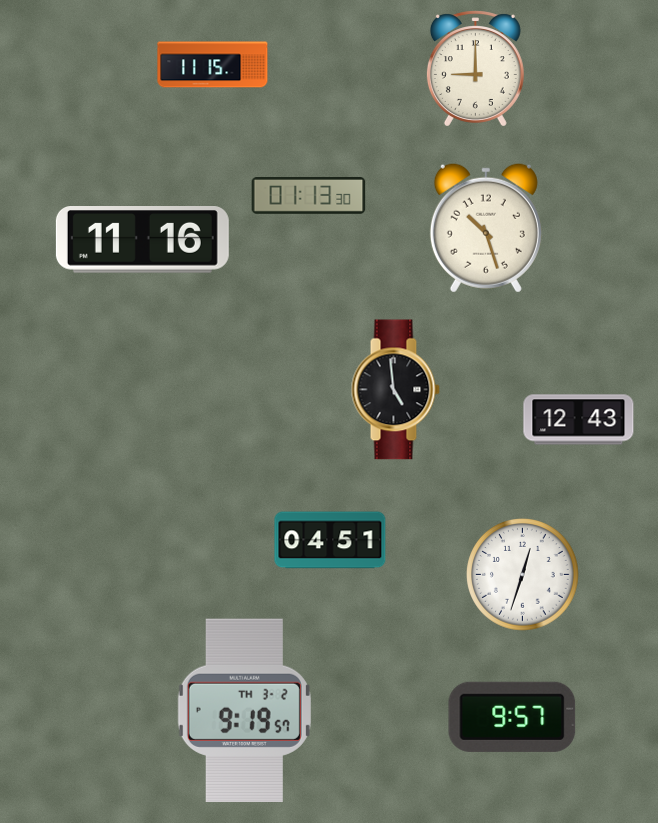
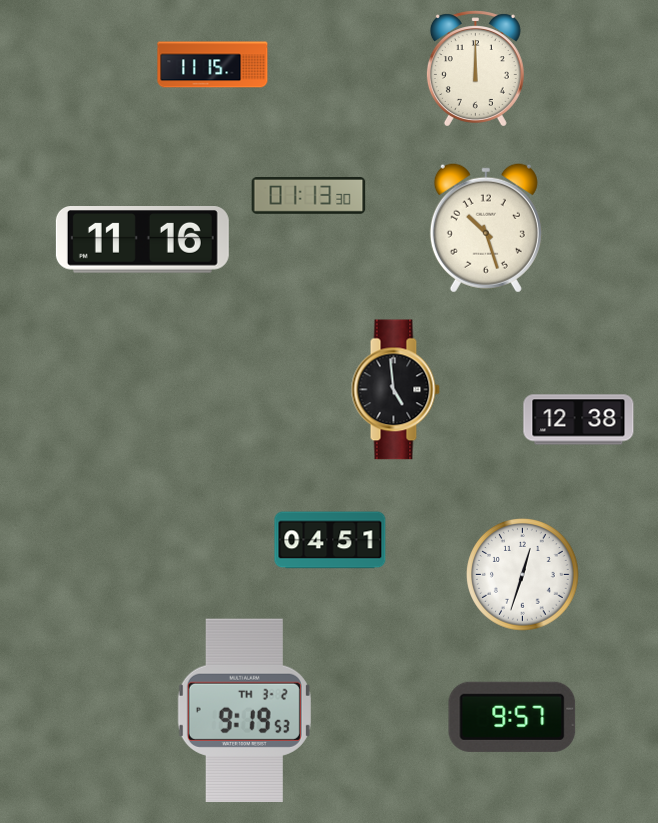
clock at (475, 69): 9:00 -> 12:00
clock at (579, 420): 12:43 -> 12:38
clock at (244, 710): 9:19:57 -> 9:19:53
